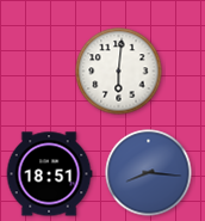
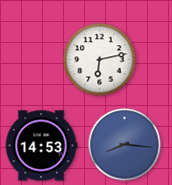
clock at (119, 72): 6:01 -> 6:13
clock at (49, 174): 18:51 -> 14:53
